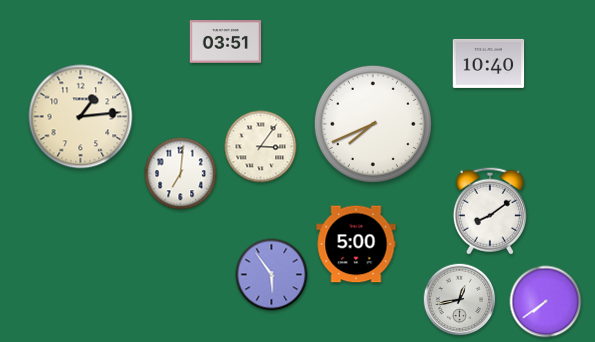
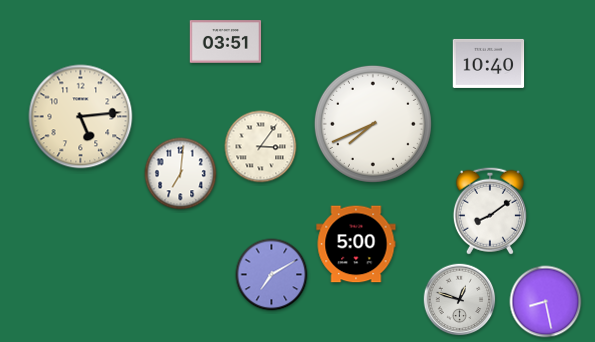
clock at (81, 117): 1:14 -> 5:14
clock at (272, 275): 5:54 -> 7:10
clock at (460, 300): 12:43 -> 12:48
clock at (546, 302): 7:39 -> 8:28
